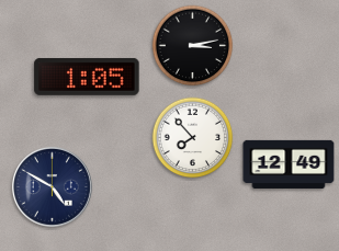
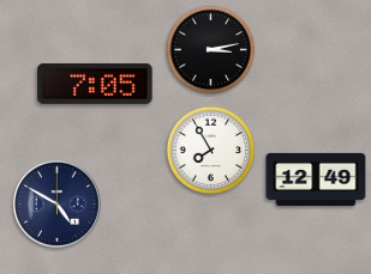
clock at (87, 77): 1:05 -> 7:05
clock at (193, 138): 7:53 -> 7:55
